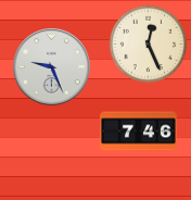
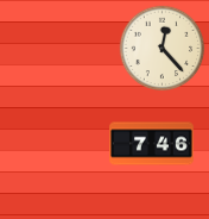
clock at (149, 45): 12:26 -> 12:23
clock at (52, 67): 9:26 -> none
